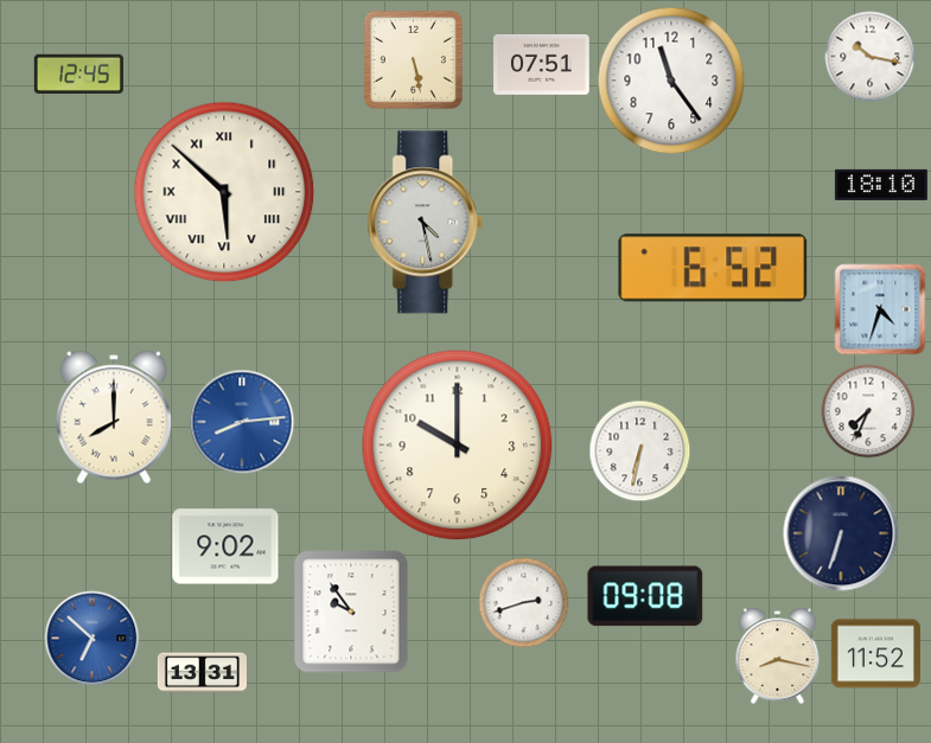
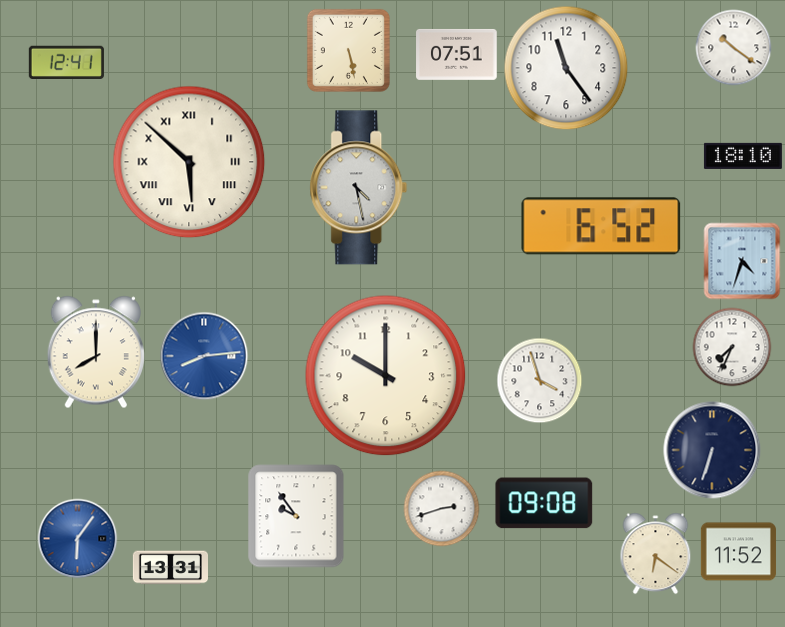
clock at (871, 57): 10:17 -> 10:21
clock at (78, 75): 12:45 -> 12:41
clock at (640, 451): 6:32 -> 3:57
clock at (841, 533) position: (841, 533) -> (712, 450)
clock at (225, 546): 9:02 -> none
clock at (93, 639): 6:52 -> 6:06
clock at (778, 656): 8:17 -> 6:21
